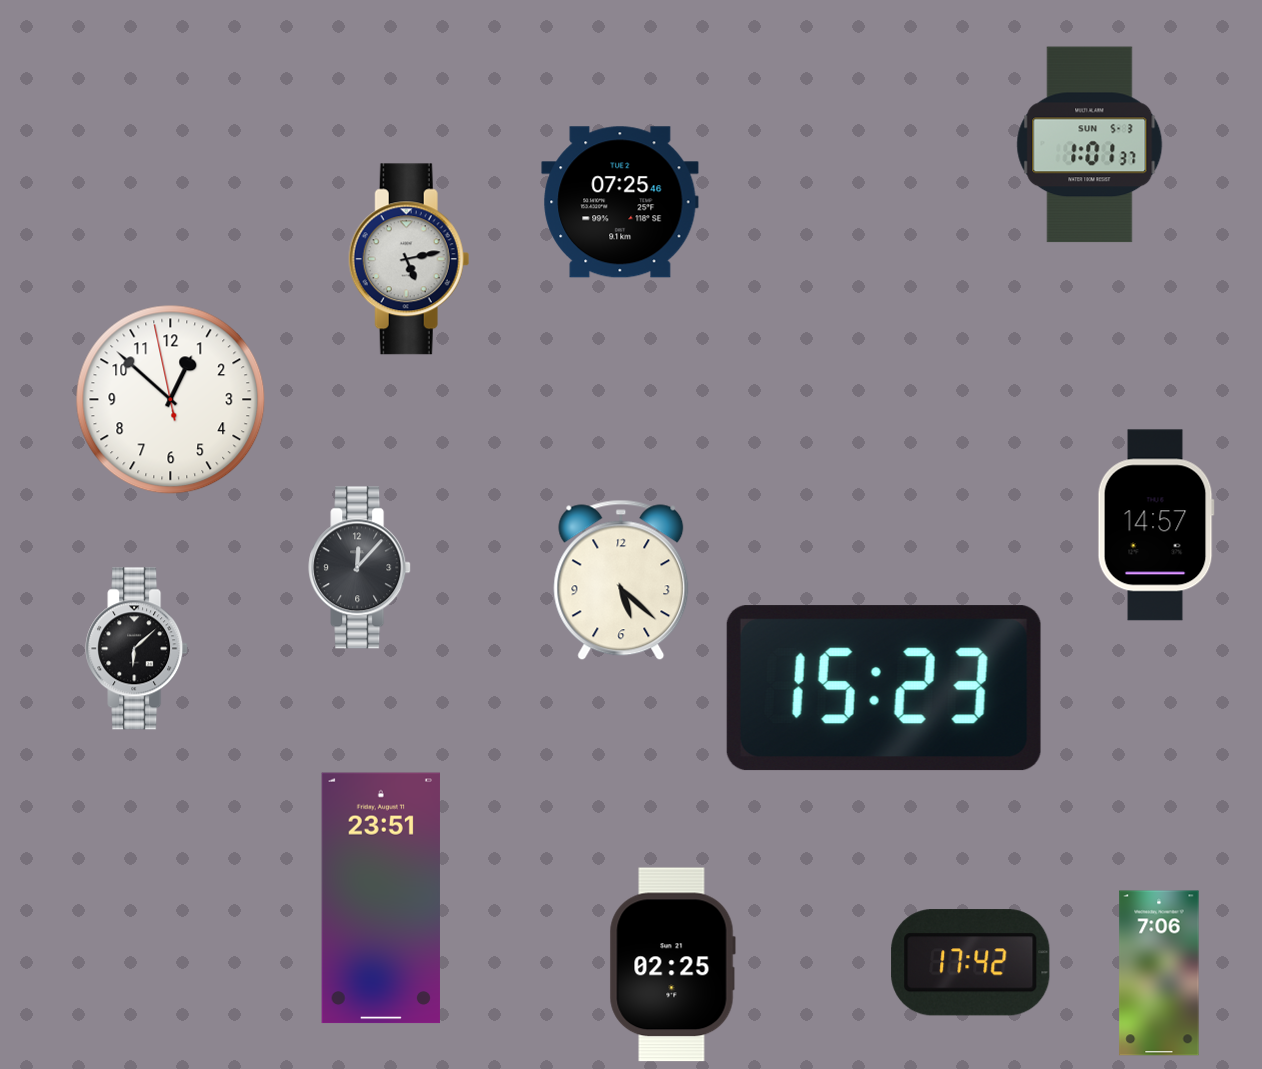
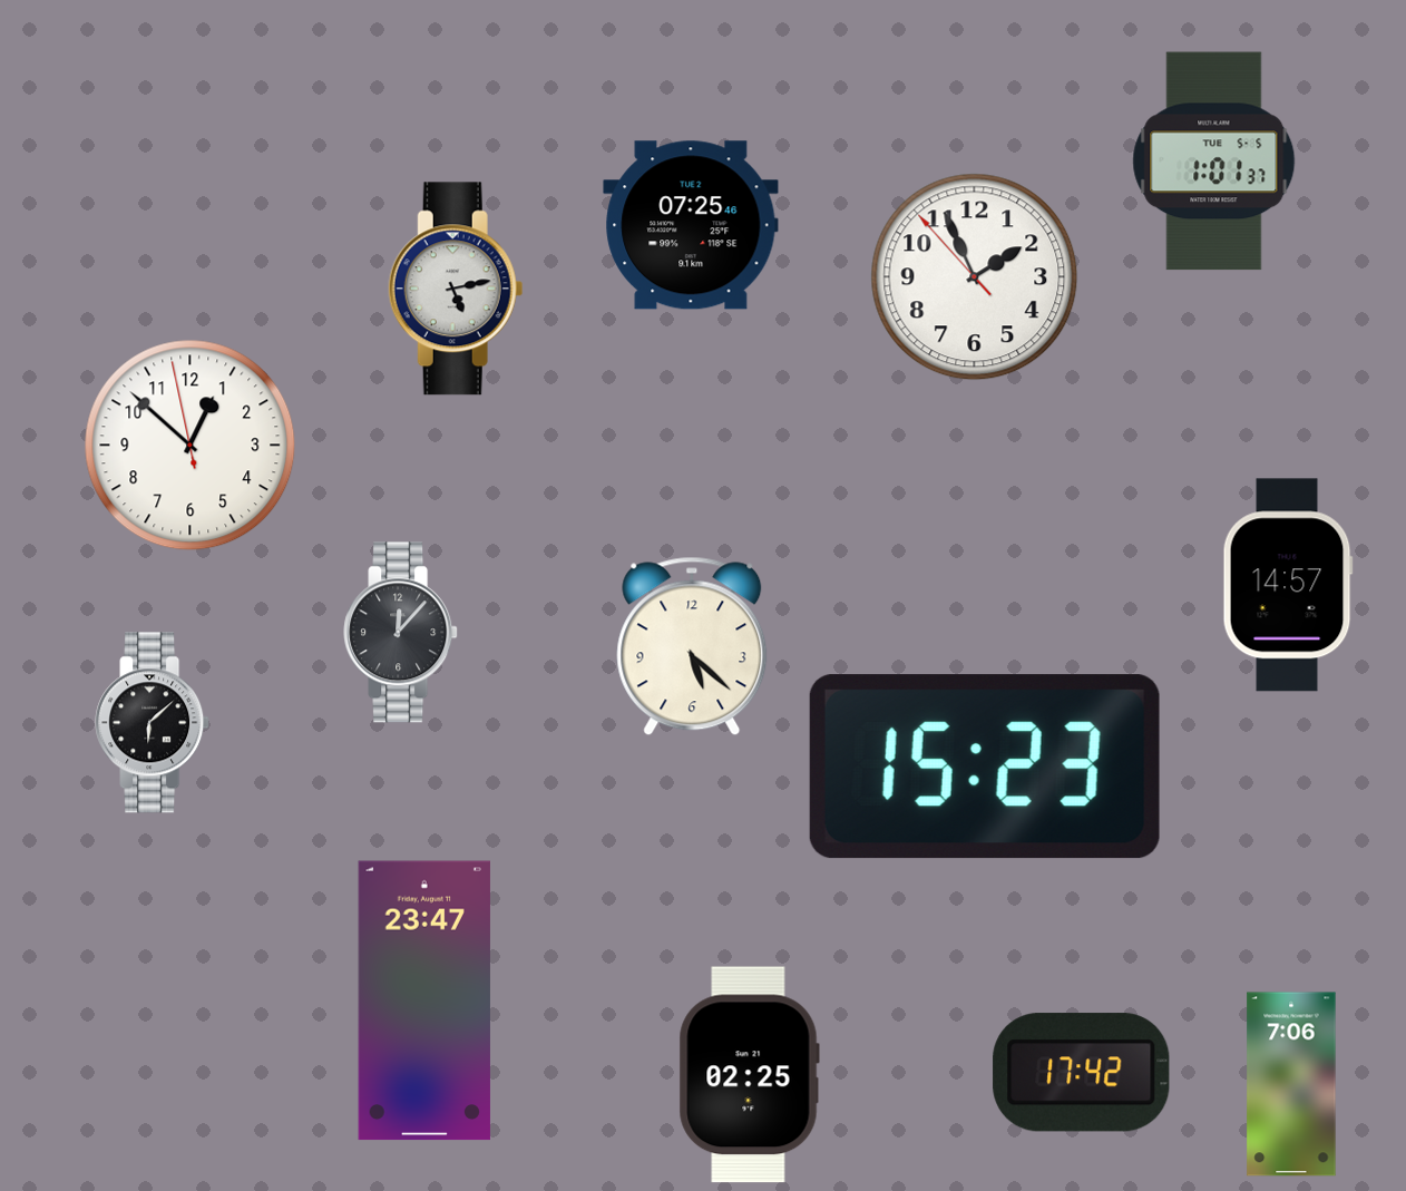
clock at (1090, 145) date: SUN 5-3 -> TUE 5-5
clock at (975, 277): none -> 1:55
clock at (381, 898): 23:51 -> 23:47
